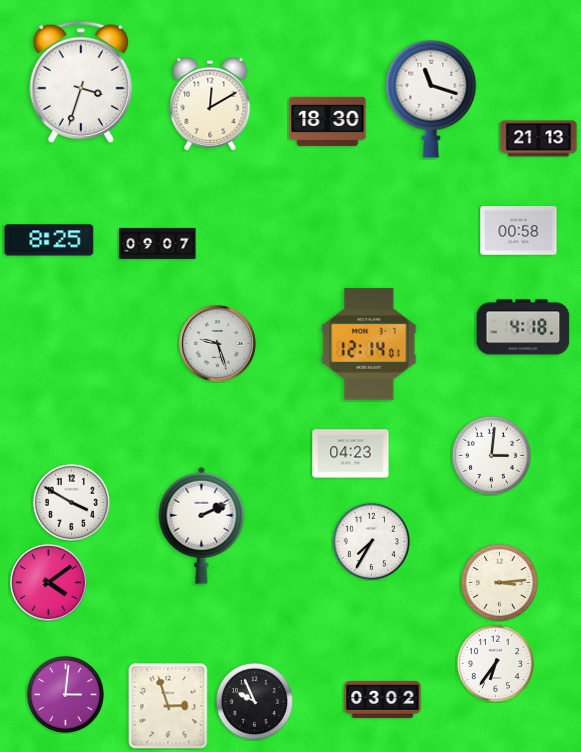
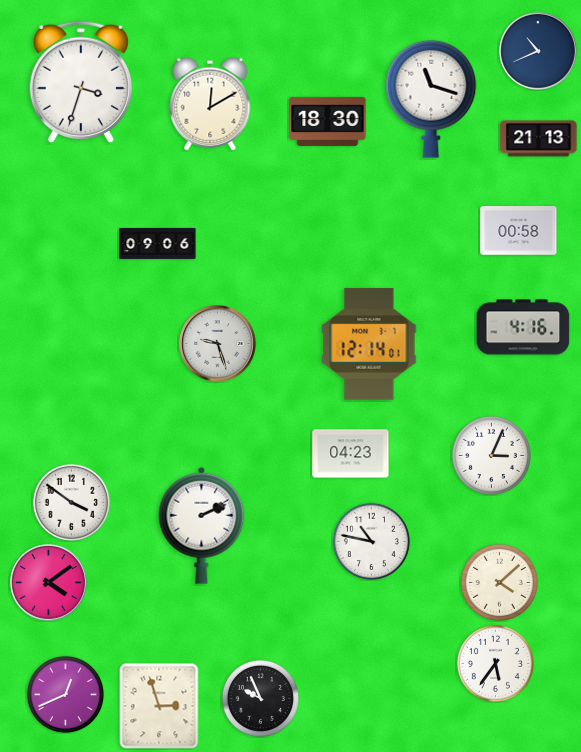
clock at (539, 52): none -> 10:41
clock at (49, 240): 8:25 -> none
clock at (158, 243): 09:07 -> 09:06
clock at (523, 327): 4:18 -> 4:16
clock at (491, 455): 3:01 -> 3:04
clock at (71, 502): 3:50 -> 3:51
clock at (371, 541): 7:35 -> 10:47
clock at (499, 582): 3:14 -> 4:08
clock at (495, 663): 6:36 -> 5:36
clock at (65, 694): 3:01 -> 12:41
clock at (383, 699): 03:02 -> none
clock at (254, 701) position: (254, 701) -> (260, 698)
clock at (168, 706) position: (168, 706) -> (159, 706)
